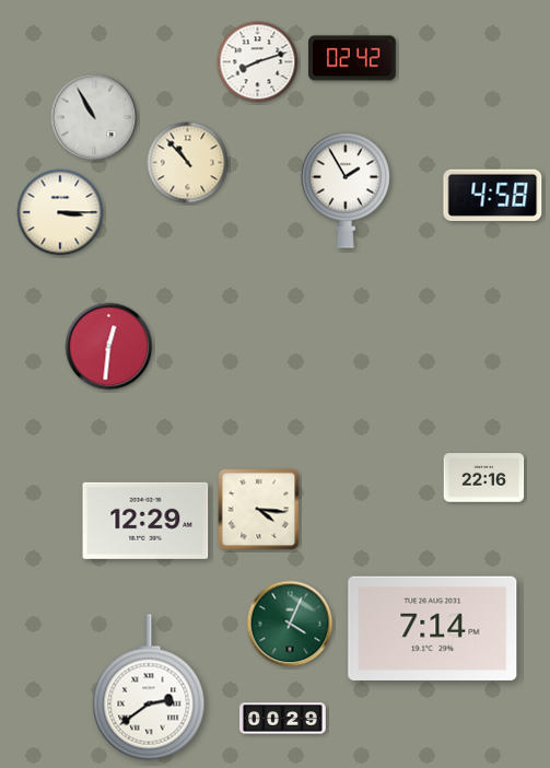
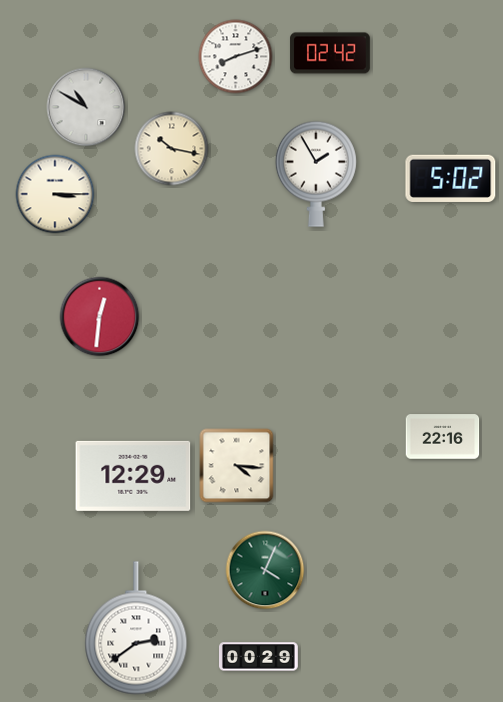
clock at (352, 58) position: (352, 58) -> (330, 53)
clock at (94, 117): 10:55 -> 10:50
clock at (188, 163): 10:53 -> 10:17
clock at (493, 195): 4:58 -> 5:02
clock at (433, 628): 7:14 -> none
